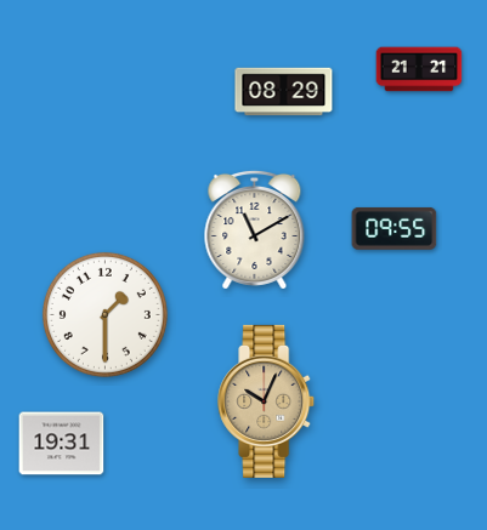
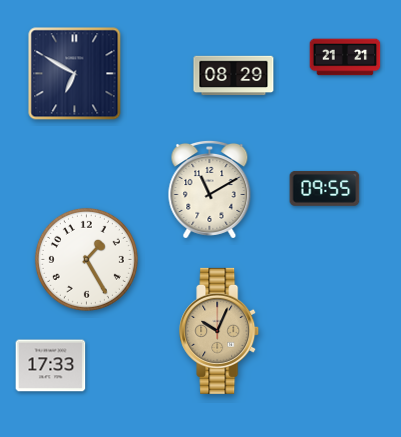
clock at (75, 74): none -> 6:50
clock at (104, 314): 1:30 -> 1:25
clock at (62, 444): 19:31 -> 17:33
